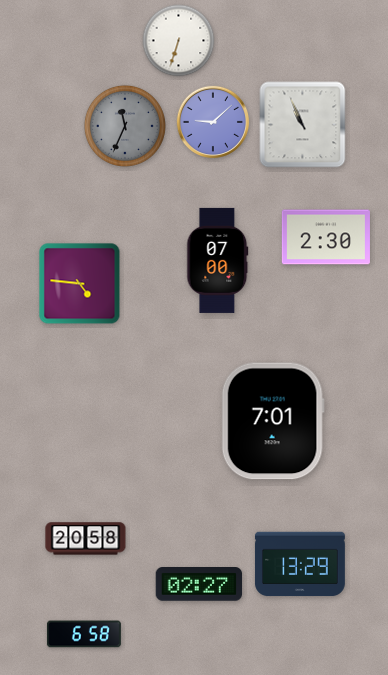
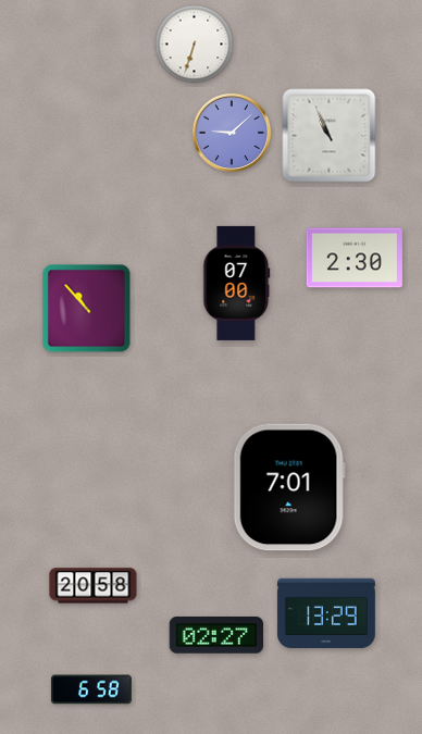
clock at (125, 126): 11:34 -> none
clock at (80, 284): 4:46 -> 10:53
clock at (273, 421) position: (273, 421) -> (289, 487)
